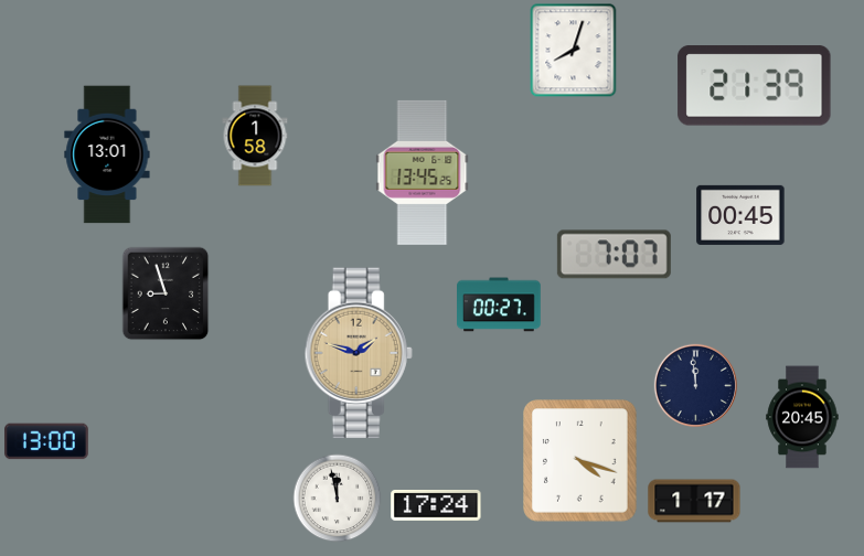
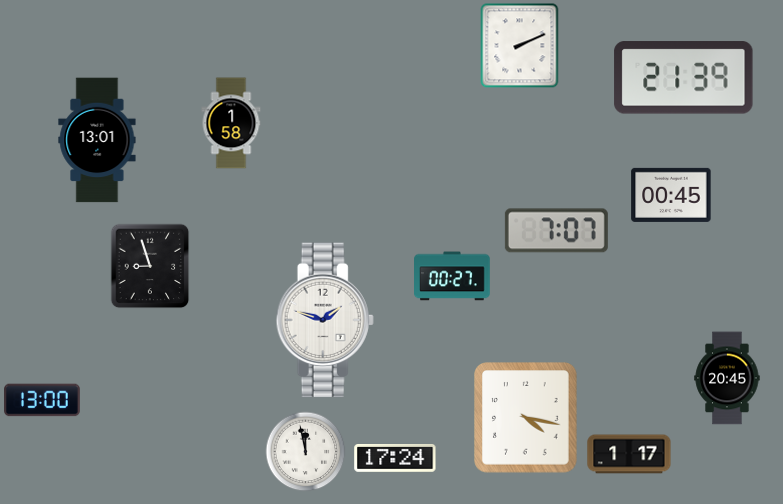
clock at (574, 51): 8:03 -> 2:11
clock at (423, 172): 13:45 -> none
clock at (359, 353) dial: champagne -> white
clock at (695, 385): 11:59 -> none
clock at (580, 461): 4:18 -> 4:17
